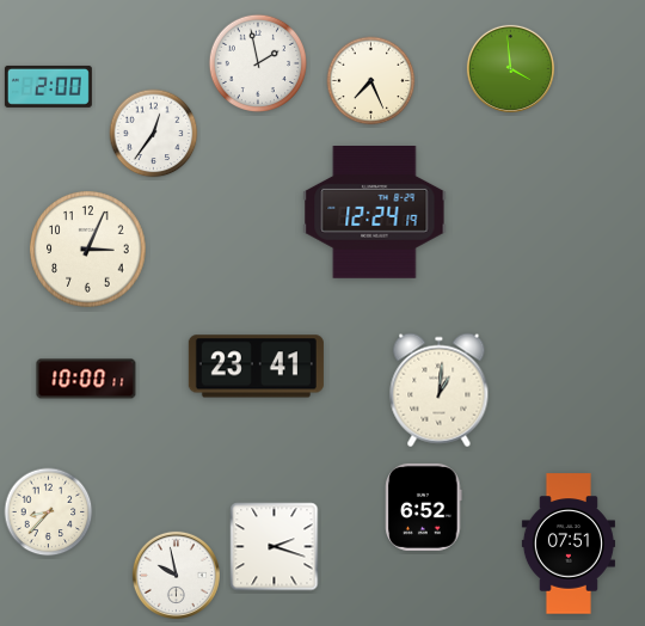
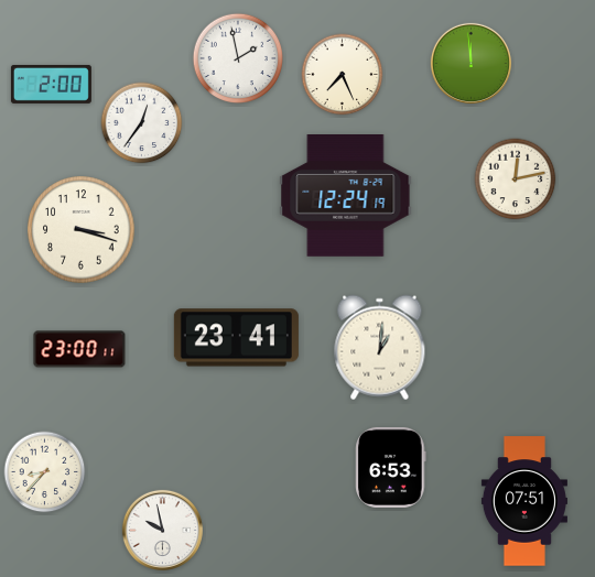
clock at (510, 68): 3:59 -> 11:59
clock at (48, 86) position: (48, 86) -> (51, 84)
clock at (516, 179): none -> 12:13
clock at (88, 250): 3:04 -> 3:18
clock at (86, 379): 10:00 -> 23:00
clock at (440, 391) position: (440, 391) -> (380, 348)
clock at (424, 507): 6:52 -> 6:53
clock at (275, 547): 2:18 -> none
